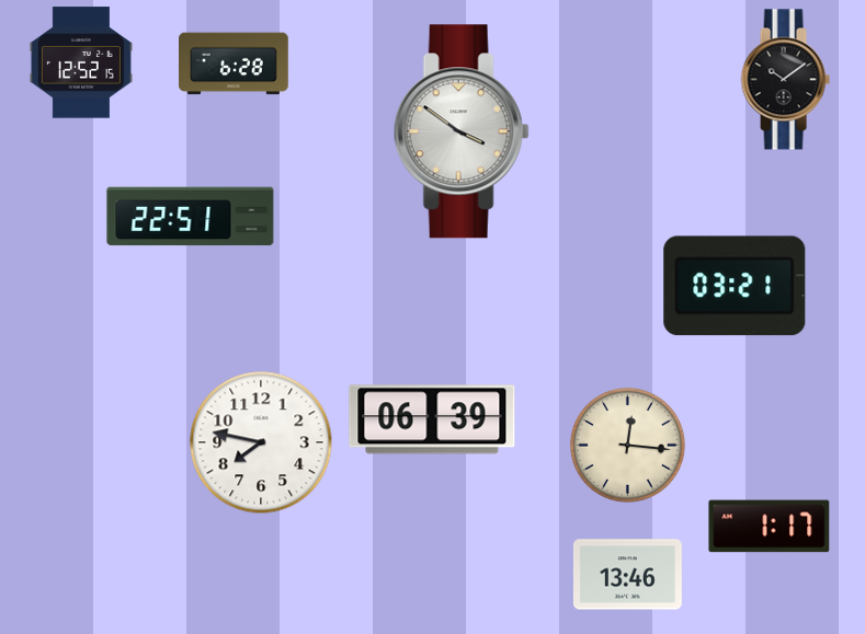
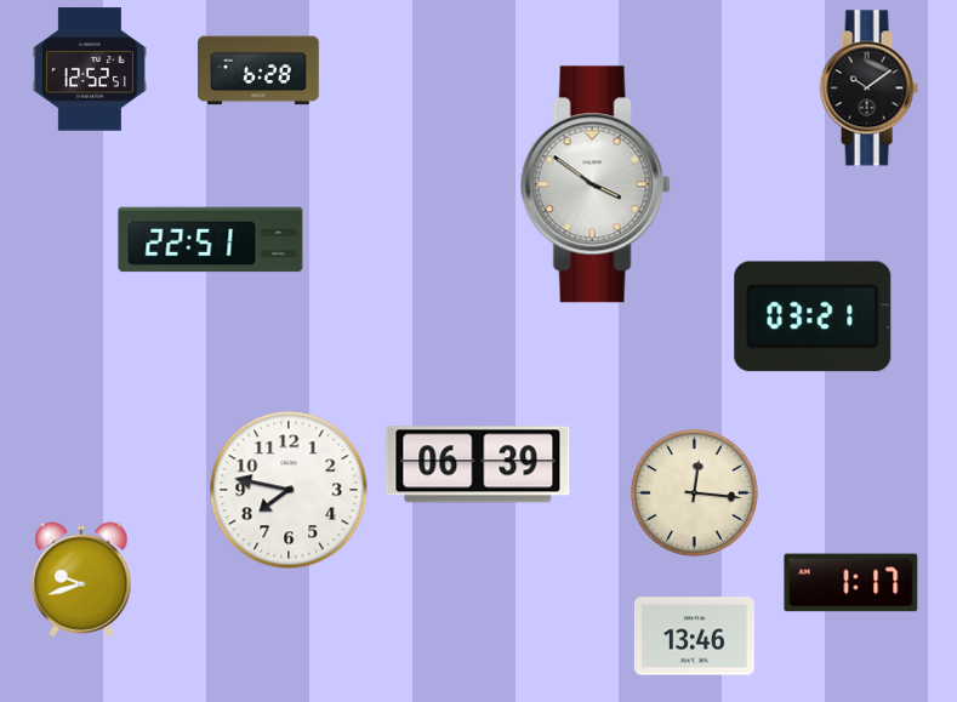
clock at (81, 62): 12:52:15 -> 12:52:51
clock at (462, 131) position: (462, 131) -> (596, 184)
clock at (81, 580): none -> 9:42
